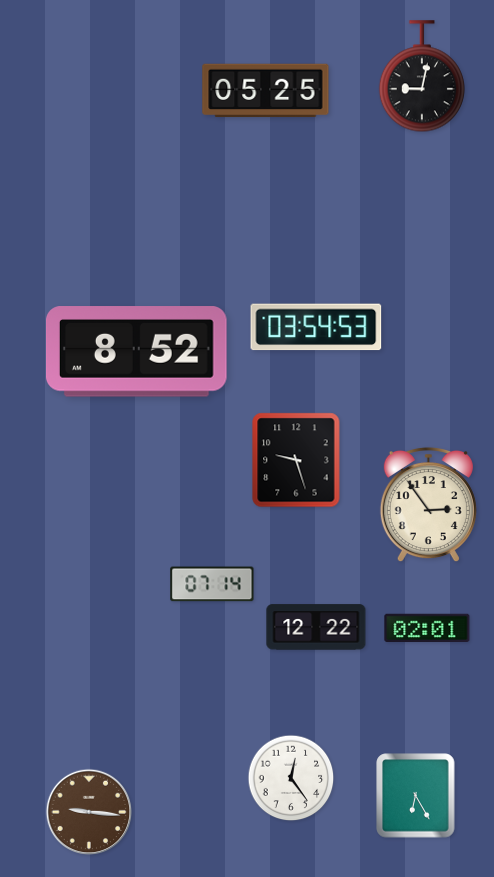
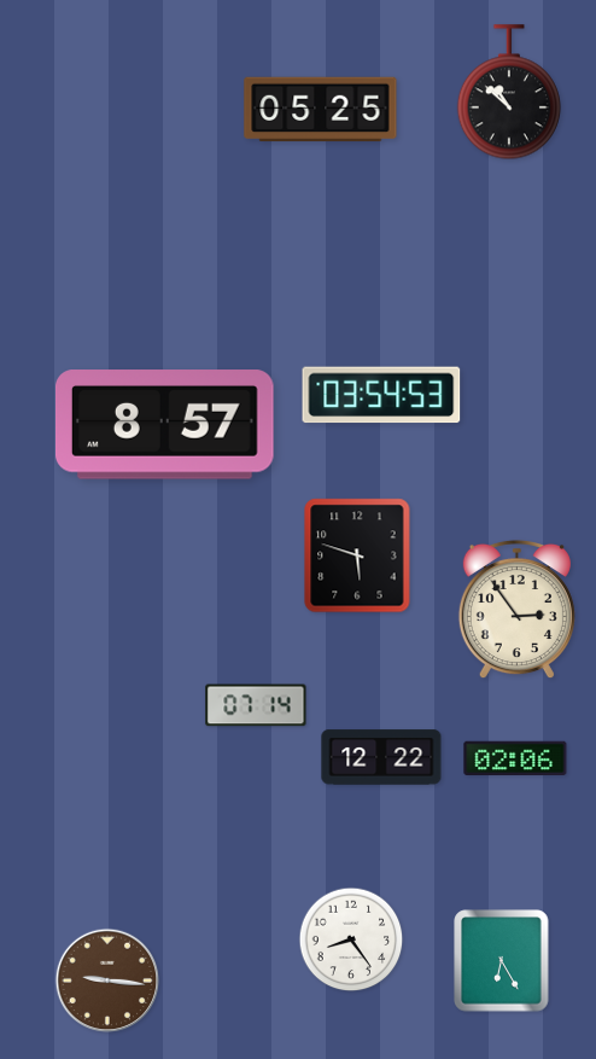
clock at (421, 77): 9:02 -> 10:52
clock at (137, 352): 8:52 -> 8:57
clock at (296, 460): 9:27 -> 5:48
clock at (427, 627): 02:01 -> 02:06
clock at (291, 778): 12:24 -> 8:24
